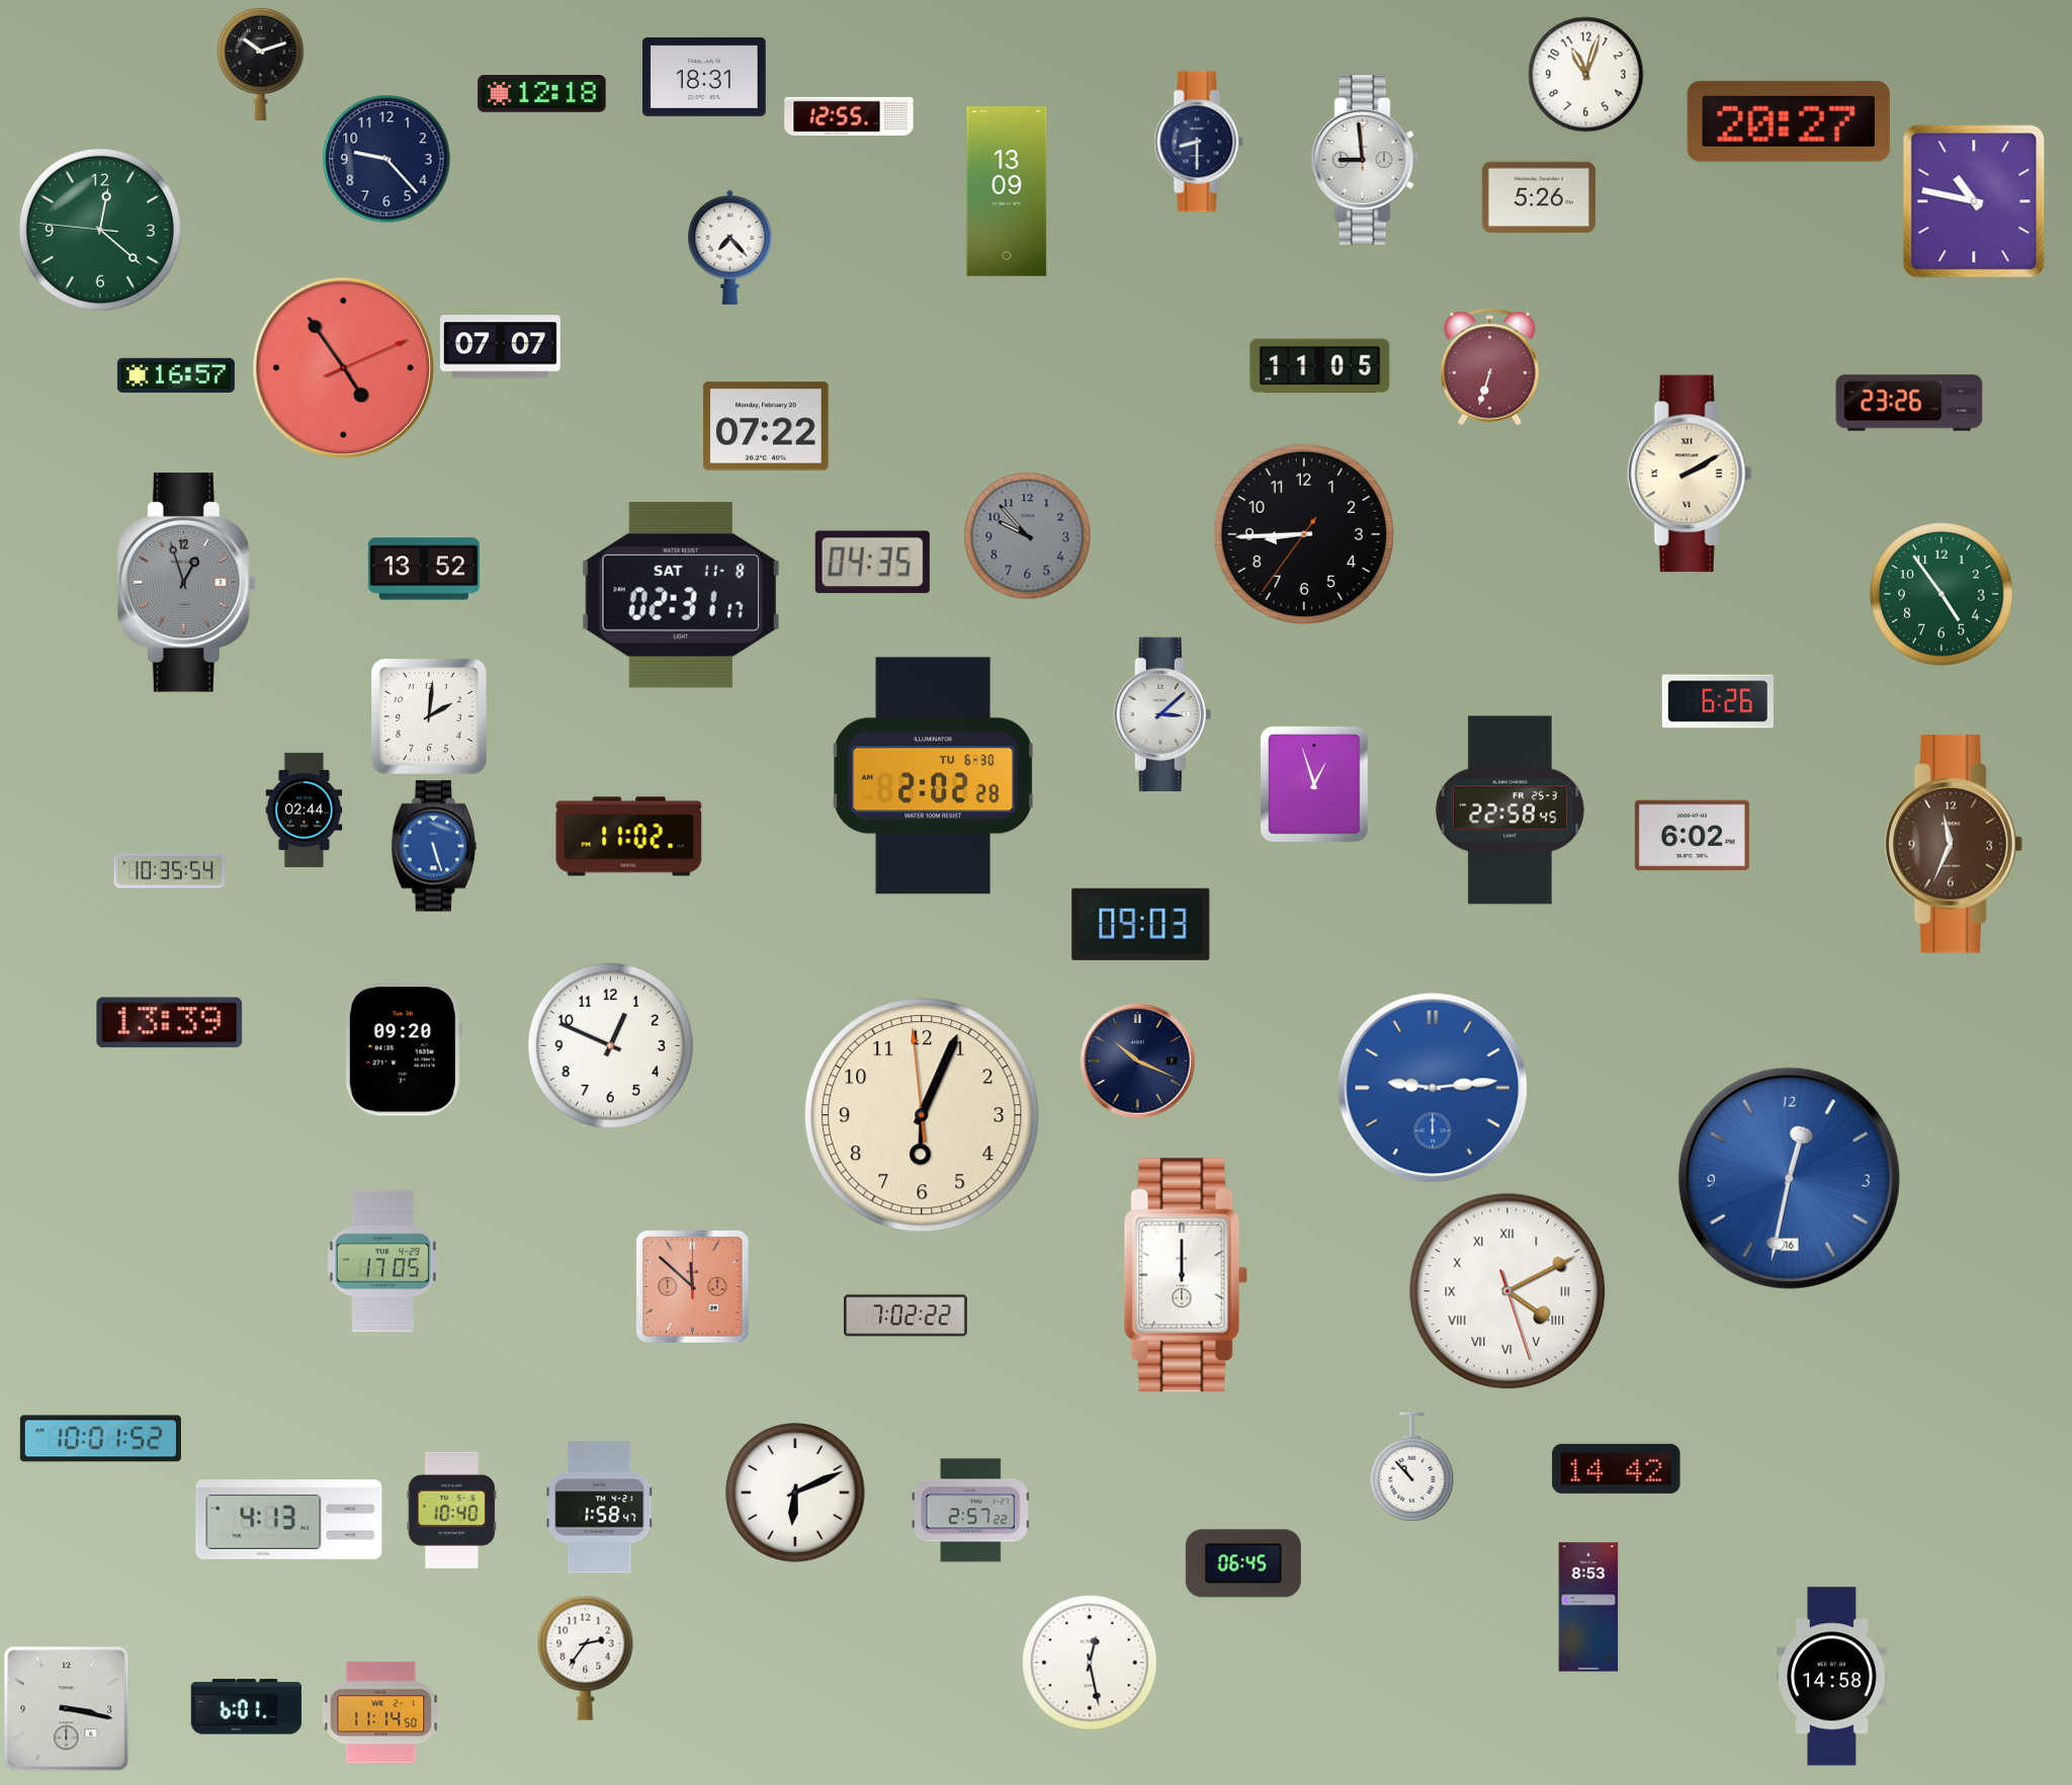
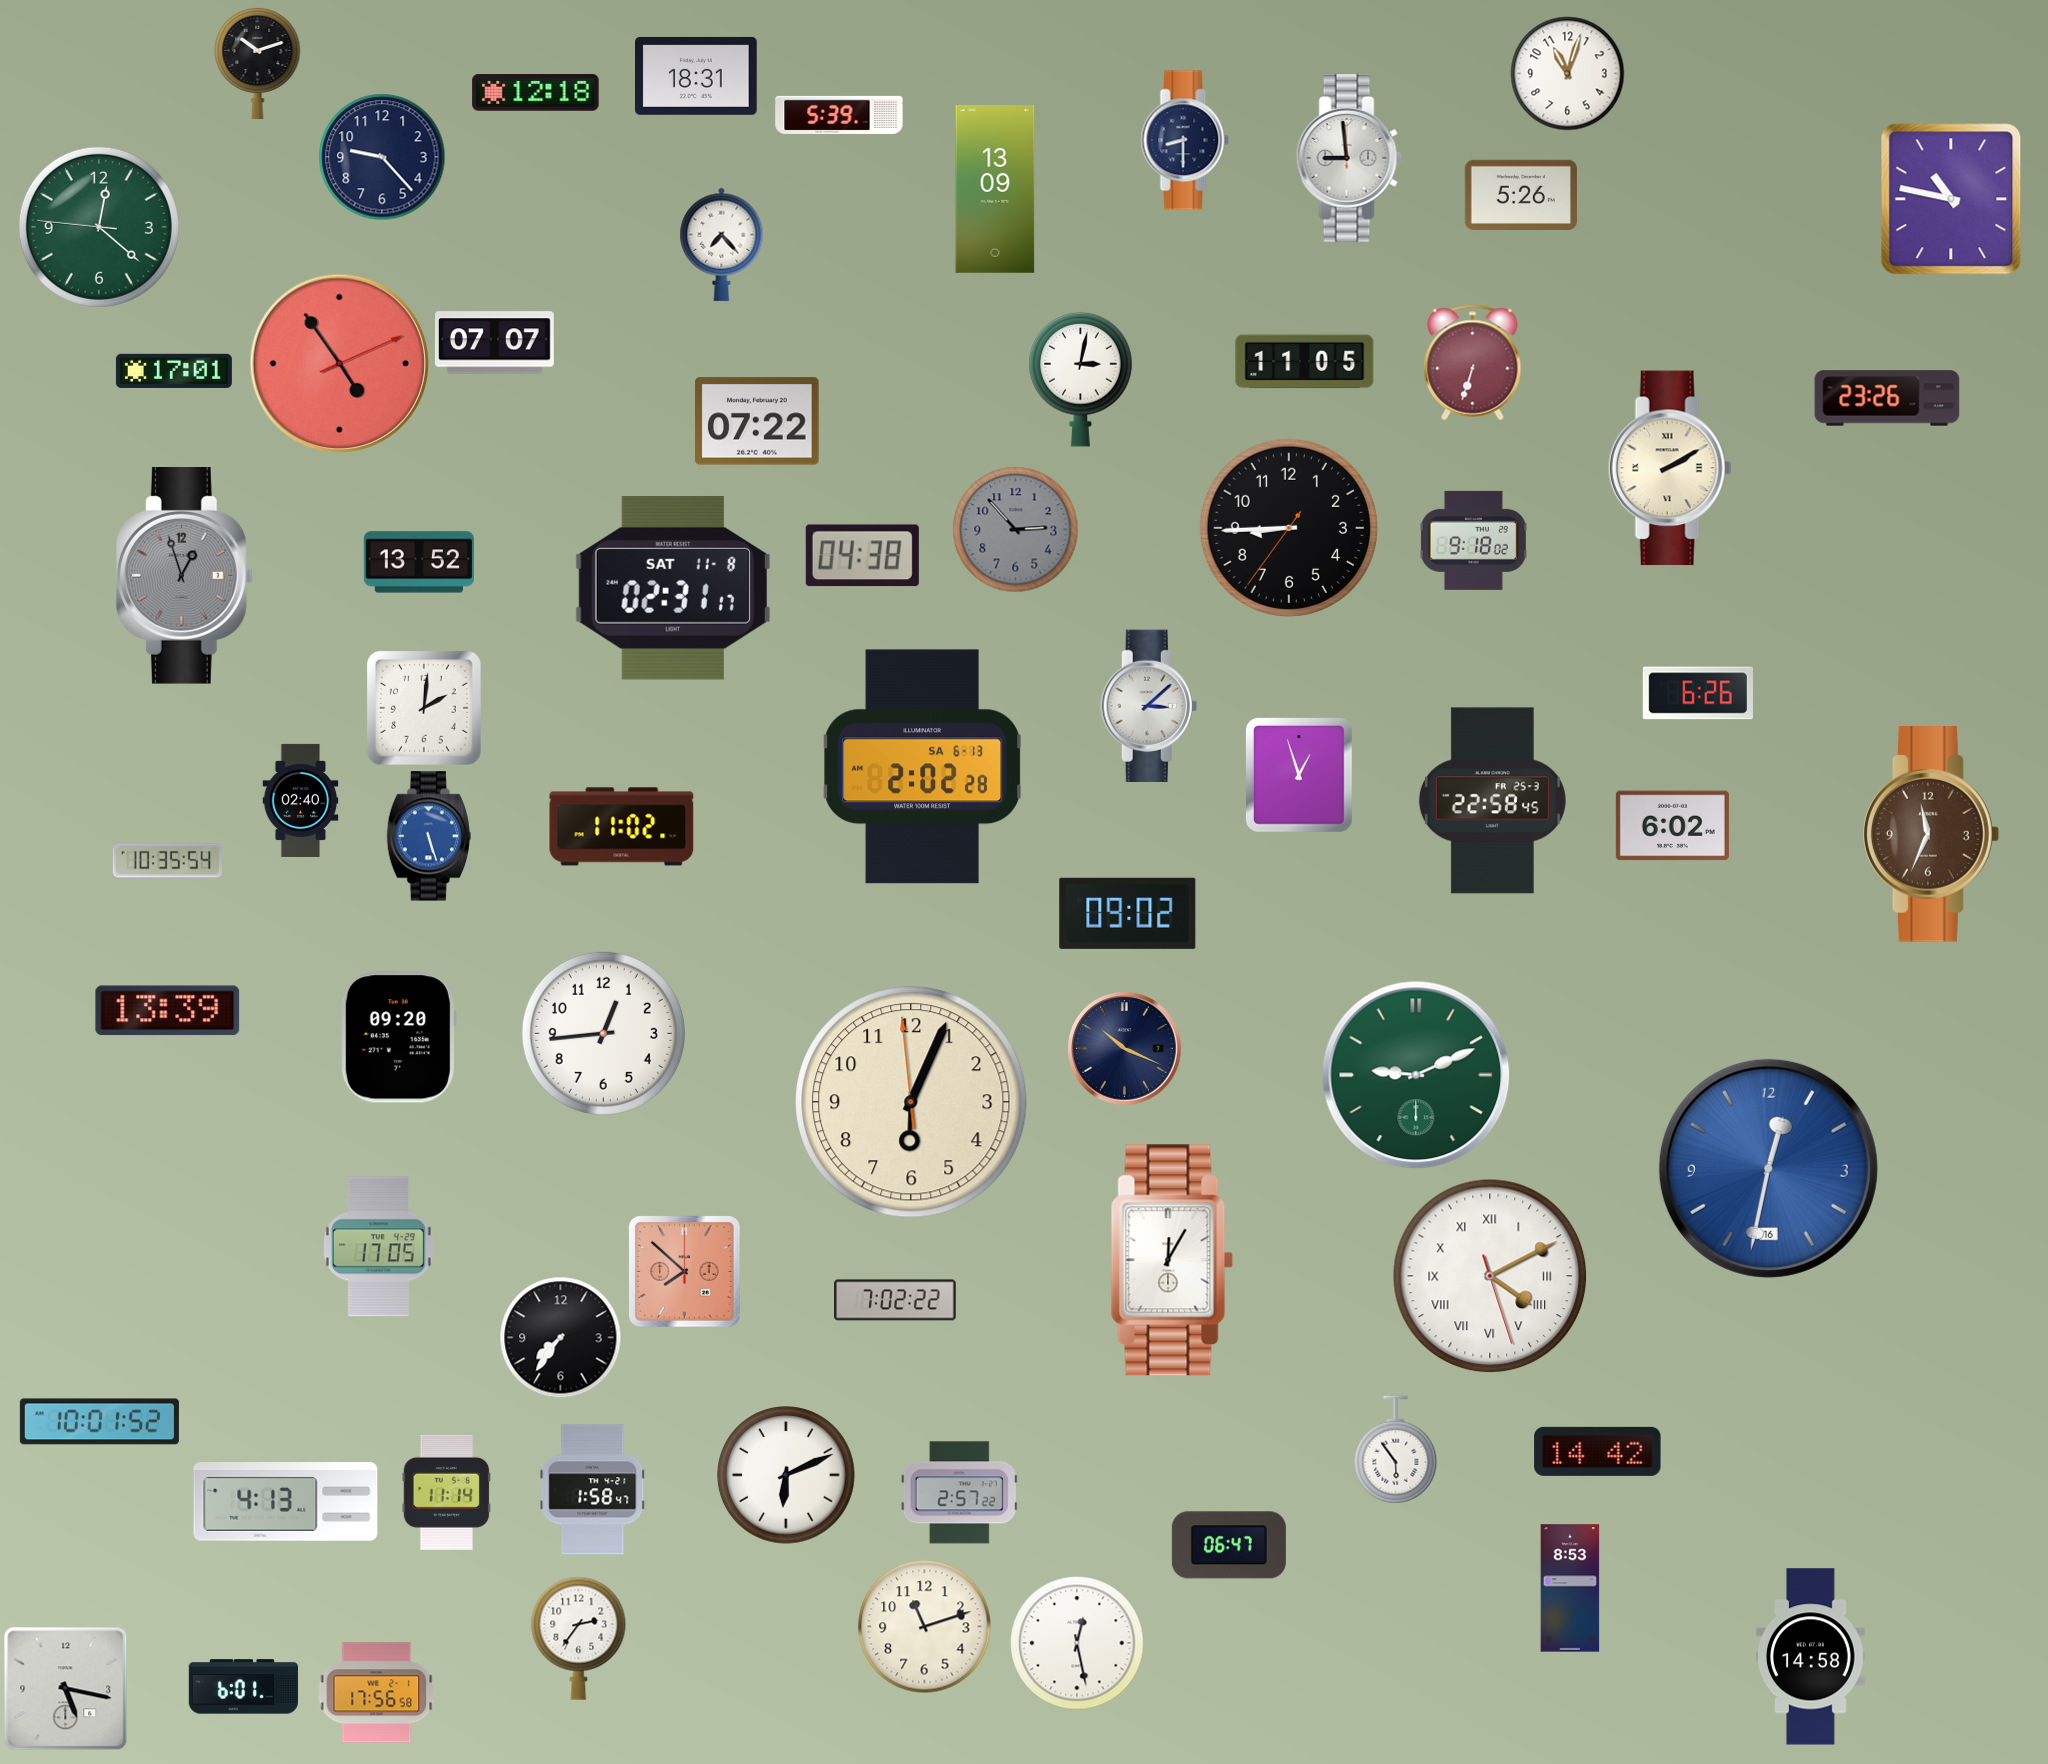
clock at (849, 116): 12:55 -> 5:39
clock at (1789, 121): 20:27 -> none
clock at (176, 375): 16:57 -> 17:01
clock at (1081, 379): none -> 3:02
clock at (1028, 536): 9:53 -> 2:53
clock at (1473, 540): none -> 9:18
clock at (872, 563): 04:35 -> 04:38
clock at (1941, 594): 4:54 -> none
clock at (933, 776) date: TU 6-30 -> SA 6-13
clock at (305, 810): 02:44 -> 02:40
clock at (1141, 924): 09:03 -> 09:02
clock at (610, 1045): 12:49 -> 12:44
clock at (1433, 1088): 9:14 -> 9:11
clock at (1433, 1088) dial: blue -> green
clock at (1789, 1178) position: (1789, 1178) -> (1768, 1168)
clock at (1186, 1275): 12:00 -> 12:05
clock at (693, 1287): 11:52 -> 7:52
clock at (561, 1338): none -> 7:36
clock at (1412, 1467): 10:53 -> 5:54
clock at (452, 1510): 10:40 -> 11:14
clock at (1243, 1563): 06:45 -> 06:47
clock at (925, 1627): none -> 11:12
clock at (67, 1709): 3:17 -> 5:17
clock at (381, 1713): 11:14 -> 17:56
